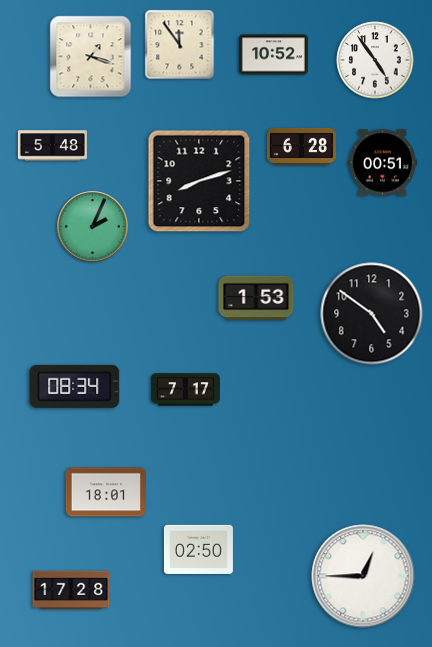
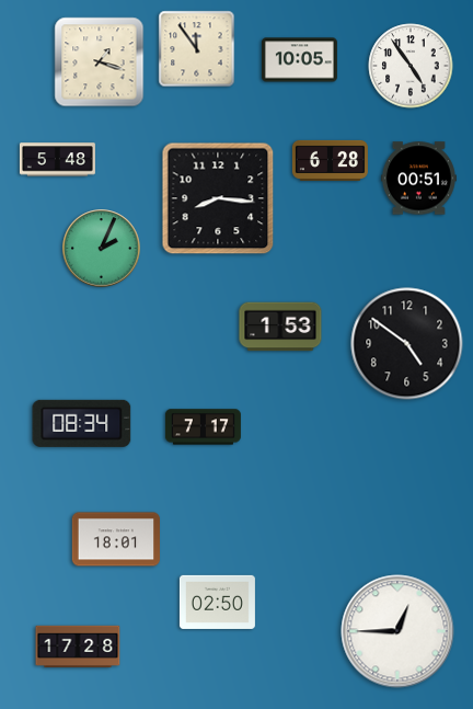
clock at (273, 55): 10:52 -> 10:05
clock at (199, 181): 8:12 -> 8:16
